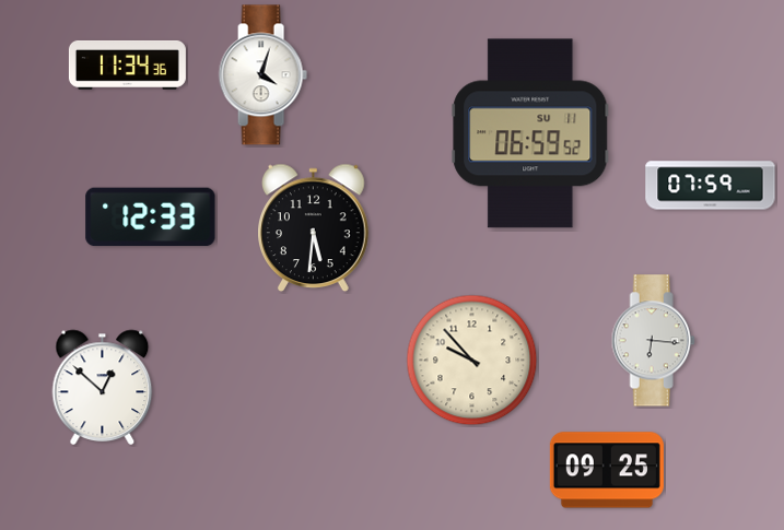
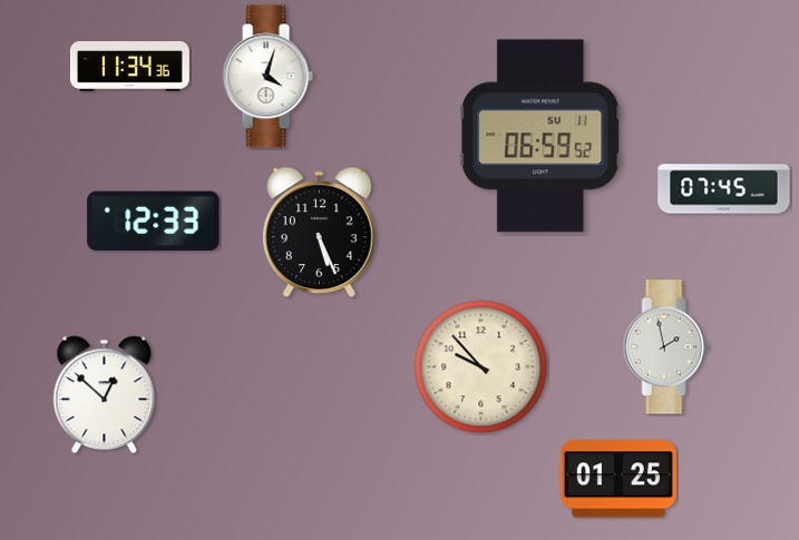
clock at (711, 186): 07:59 -> 07:45
clock at (314, 228): 5:31 -> 5:26
clock at (653, 341): 6:16 -> 1:58
clock at (607, 470): 09:25 -> 01:25
